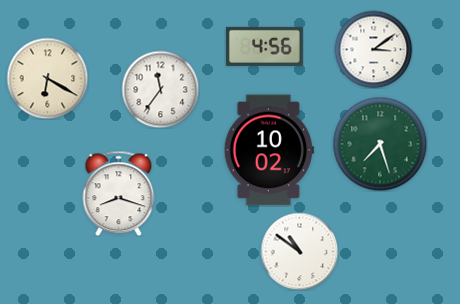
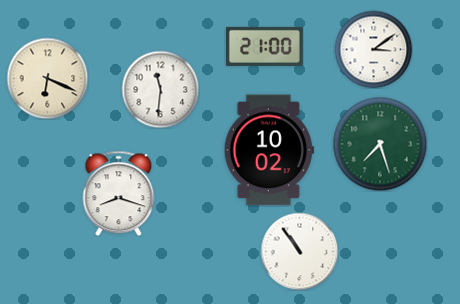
clock at (264, 46): 4:56 -> 21:00
clock at (47, 78): 6:20 -> 6:19
clock at (160, 89): 11:36 -> 11:31
clock at (299, 251): 10:51 -> 10:54
